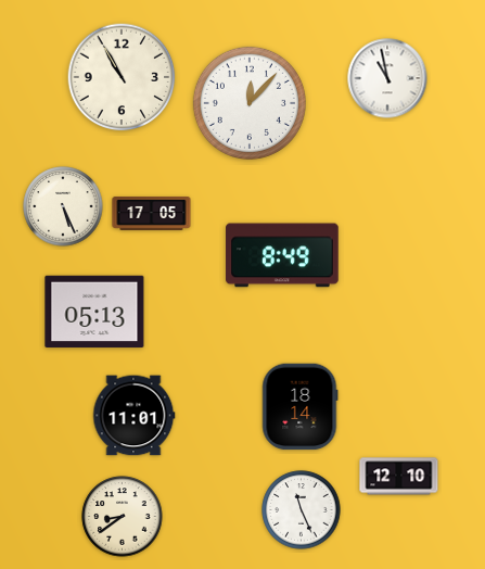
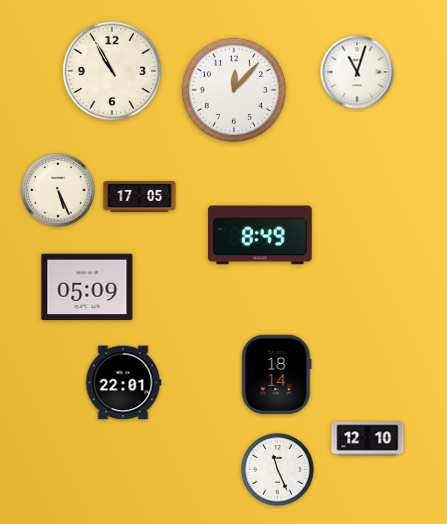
clock at (387, 78): 10:58 -> 11:03
clock at (250, 103) position: (250, 103) -> (234, 90)
clock at (94, 312): 05:13 -> 05:09
clock at (133, 416): 11:01 -> 22:01
clock at (123, 517): 8:39 -> none
